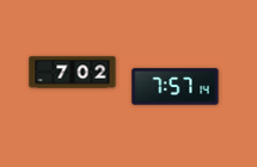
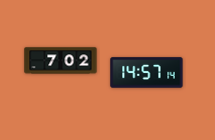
clock at (176, 87): 7:57 -> 14:57
